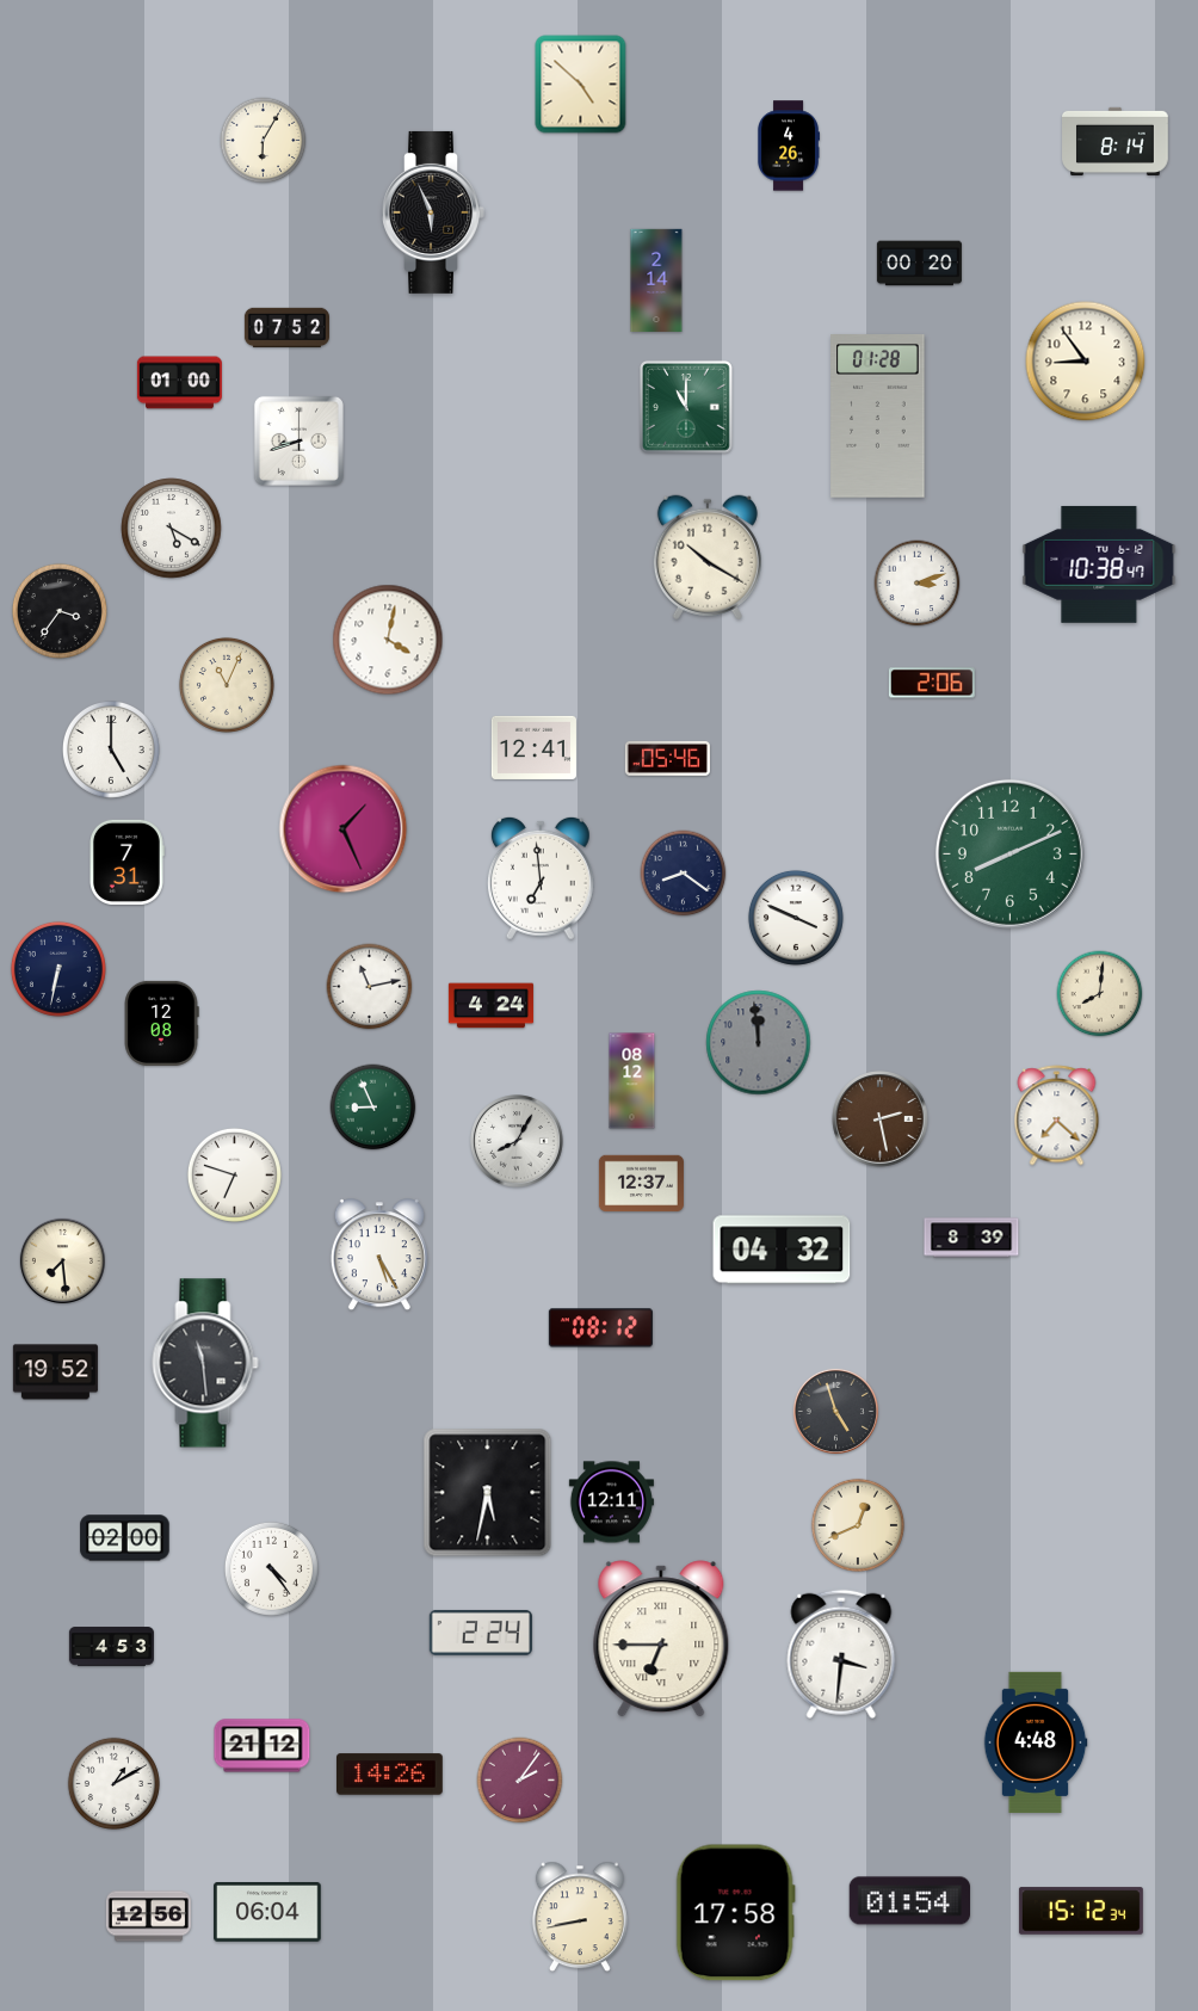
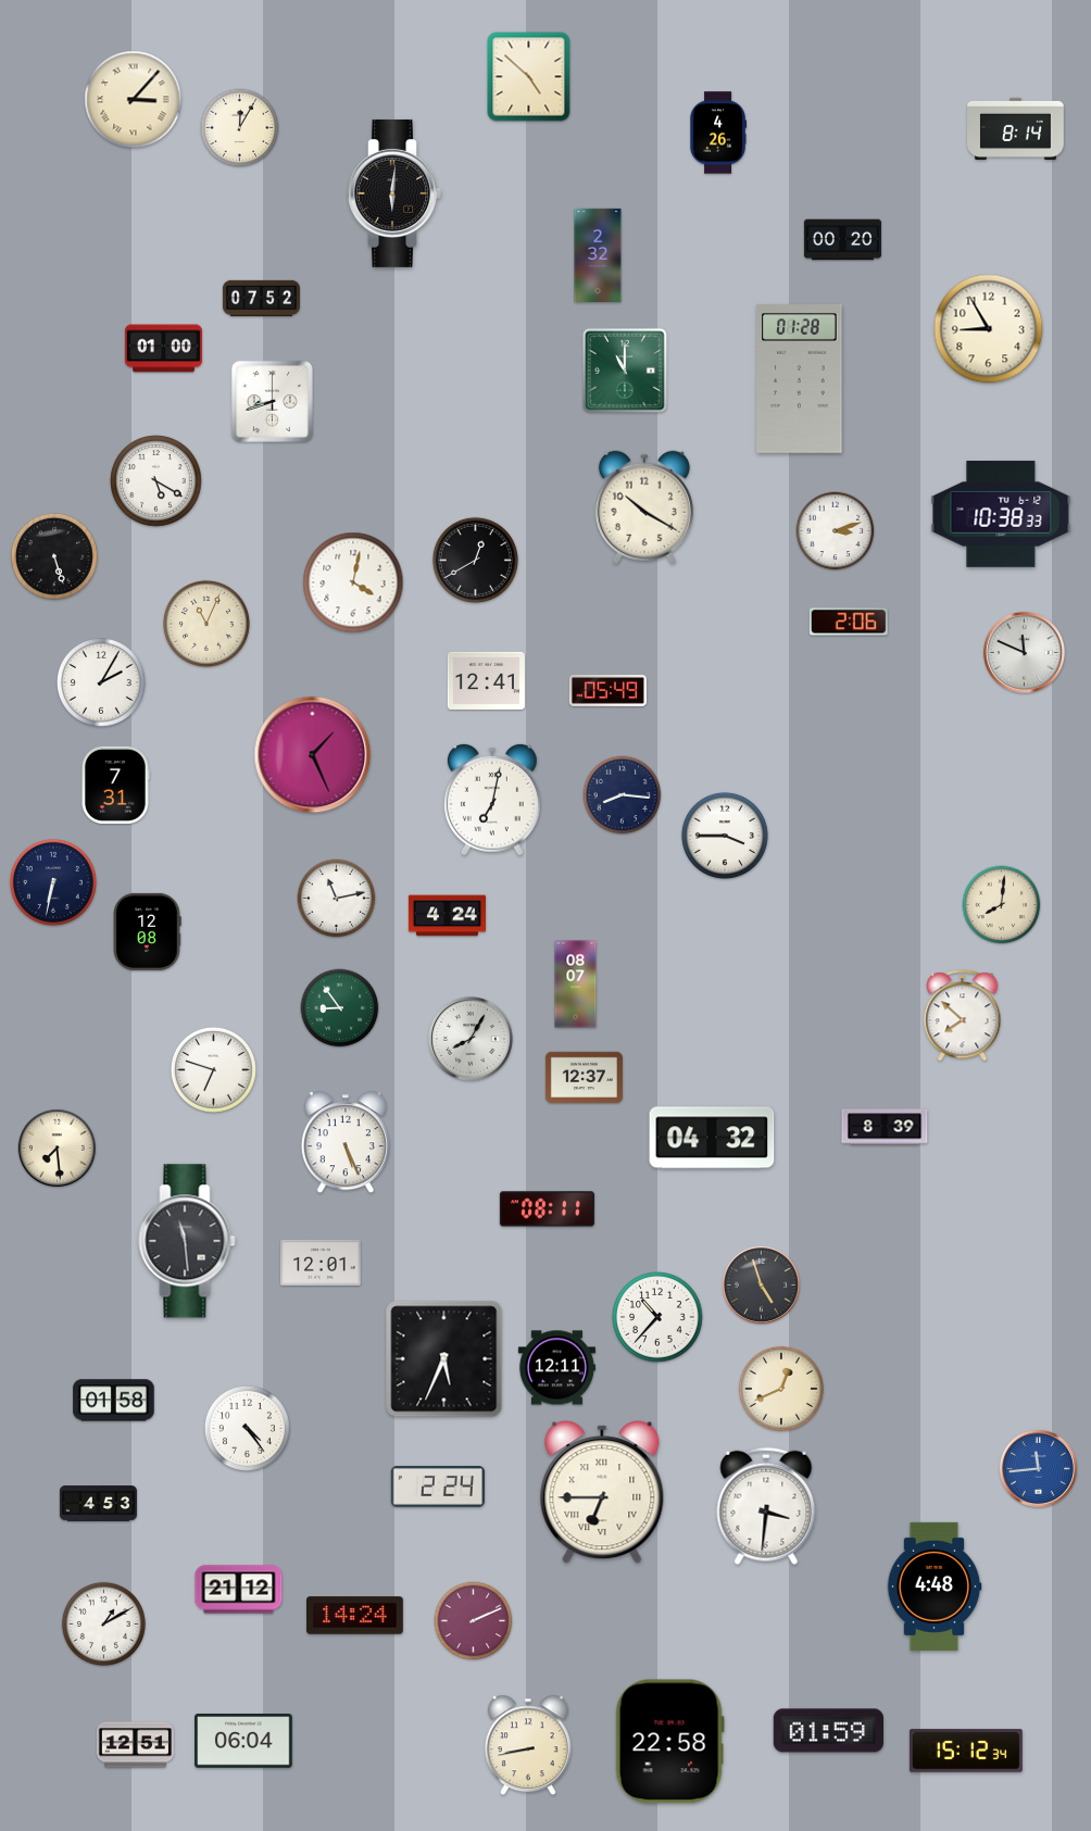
clock at (134, 100): none -> 3:07
clock at (264, 141): 6:05 -> 12:05
clock at (433, 212): 5:56 -> 6:01
clock at (919, 264) position: (919, 264) -> (842, 240)
clock at (656, 279): 2:14 -> 2:32
clock at (1086, 362): 8:54 -> 8:55
clock at (1099, 565): 10:38:47 -> 10:38:33
clock at (60, 611): 3:36 -> 5:27
clock at (475, 560): none -> 12:40
clock at (1024, 652): none -> 11:49
clock at (112, 751): 5:00 -> 2:05
clock at (667, 758): 05:46 -> 05:49
clock at (1009, 853): 8:11 -> none
clock at (684, 874): 8:21 -> 8:16
clock at (541, 878): 6:59 -> 7:02
clock at (796, 918): 3:49 -> 3:45
clock at (759, 1043): 11:59 -> none
clock at (632, 1081): 08:12 -> 08:07
clock at (373, 1108): 8:56 -> 8:54
clock at (1057, 1116): 7:22 -> 7:52
clock at (881, 1119): 2:28 -> none
clock at (379, 1256): 5:25 -> 5:26
clock at (600, 1328): 08:12 -> 08:11
clock at (55, 1372): 19:52 -> none
clock at (321, 1263): none -> 12:01
clock at (657, 1317): none -> 10:37
clock at (488, 1493): 5:32 -> 5:34
clock at (125, 1538): 02:00 -> 01:58
clock at (1038, 1468): none -> 11:44
clock at (111, 1647) position: (111, 1647) -> (98, 1504)
clock at (1036, 1742) position: (1036, 1742) -> (935, 1587)
clock at (390, 1775): 14:26 -> 14:24
clock at (520, 1781): 2:06 -> 2:11
clock at (909, 1901): 01:54 -> 01:59
clock at (1081, 1911) position: (1081, 1911) -> (966, 1751)
clock at (735, 1913): 17:58 -> 22:58
clock at (148, 1917): 12:56 -> 12:51
